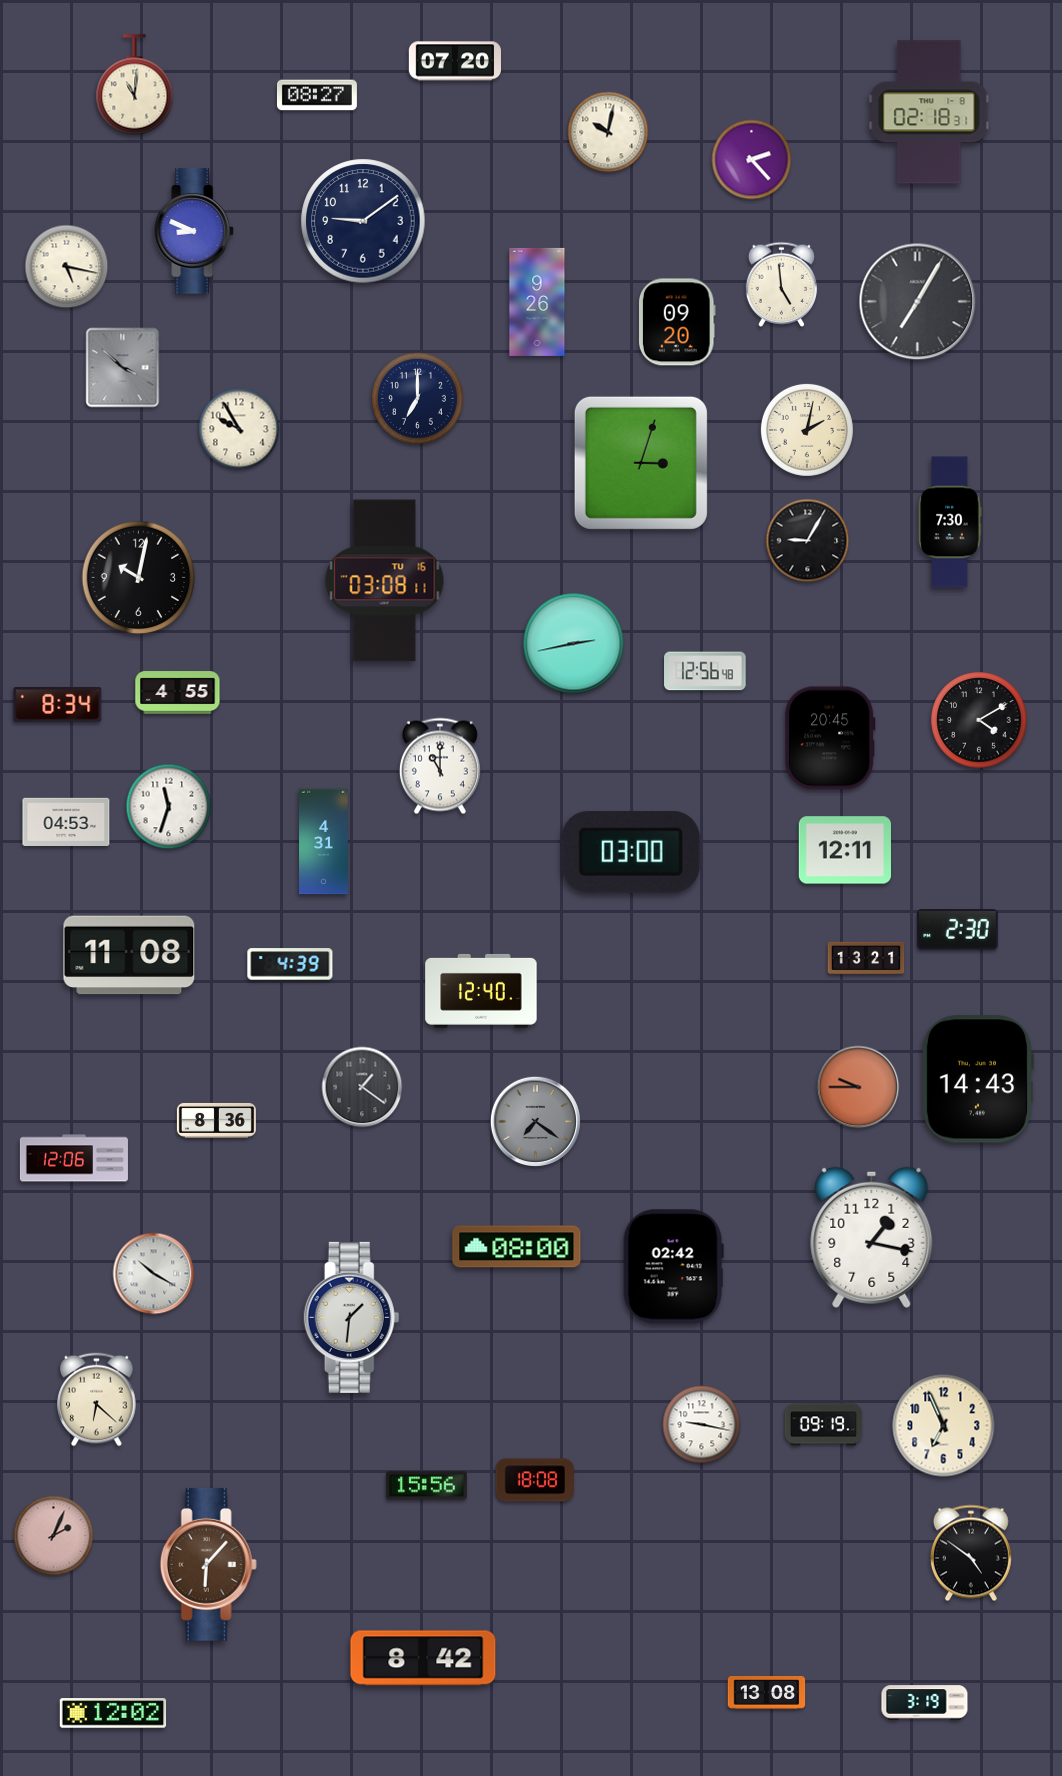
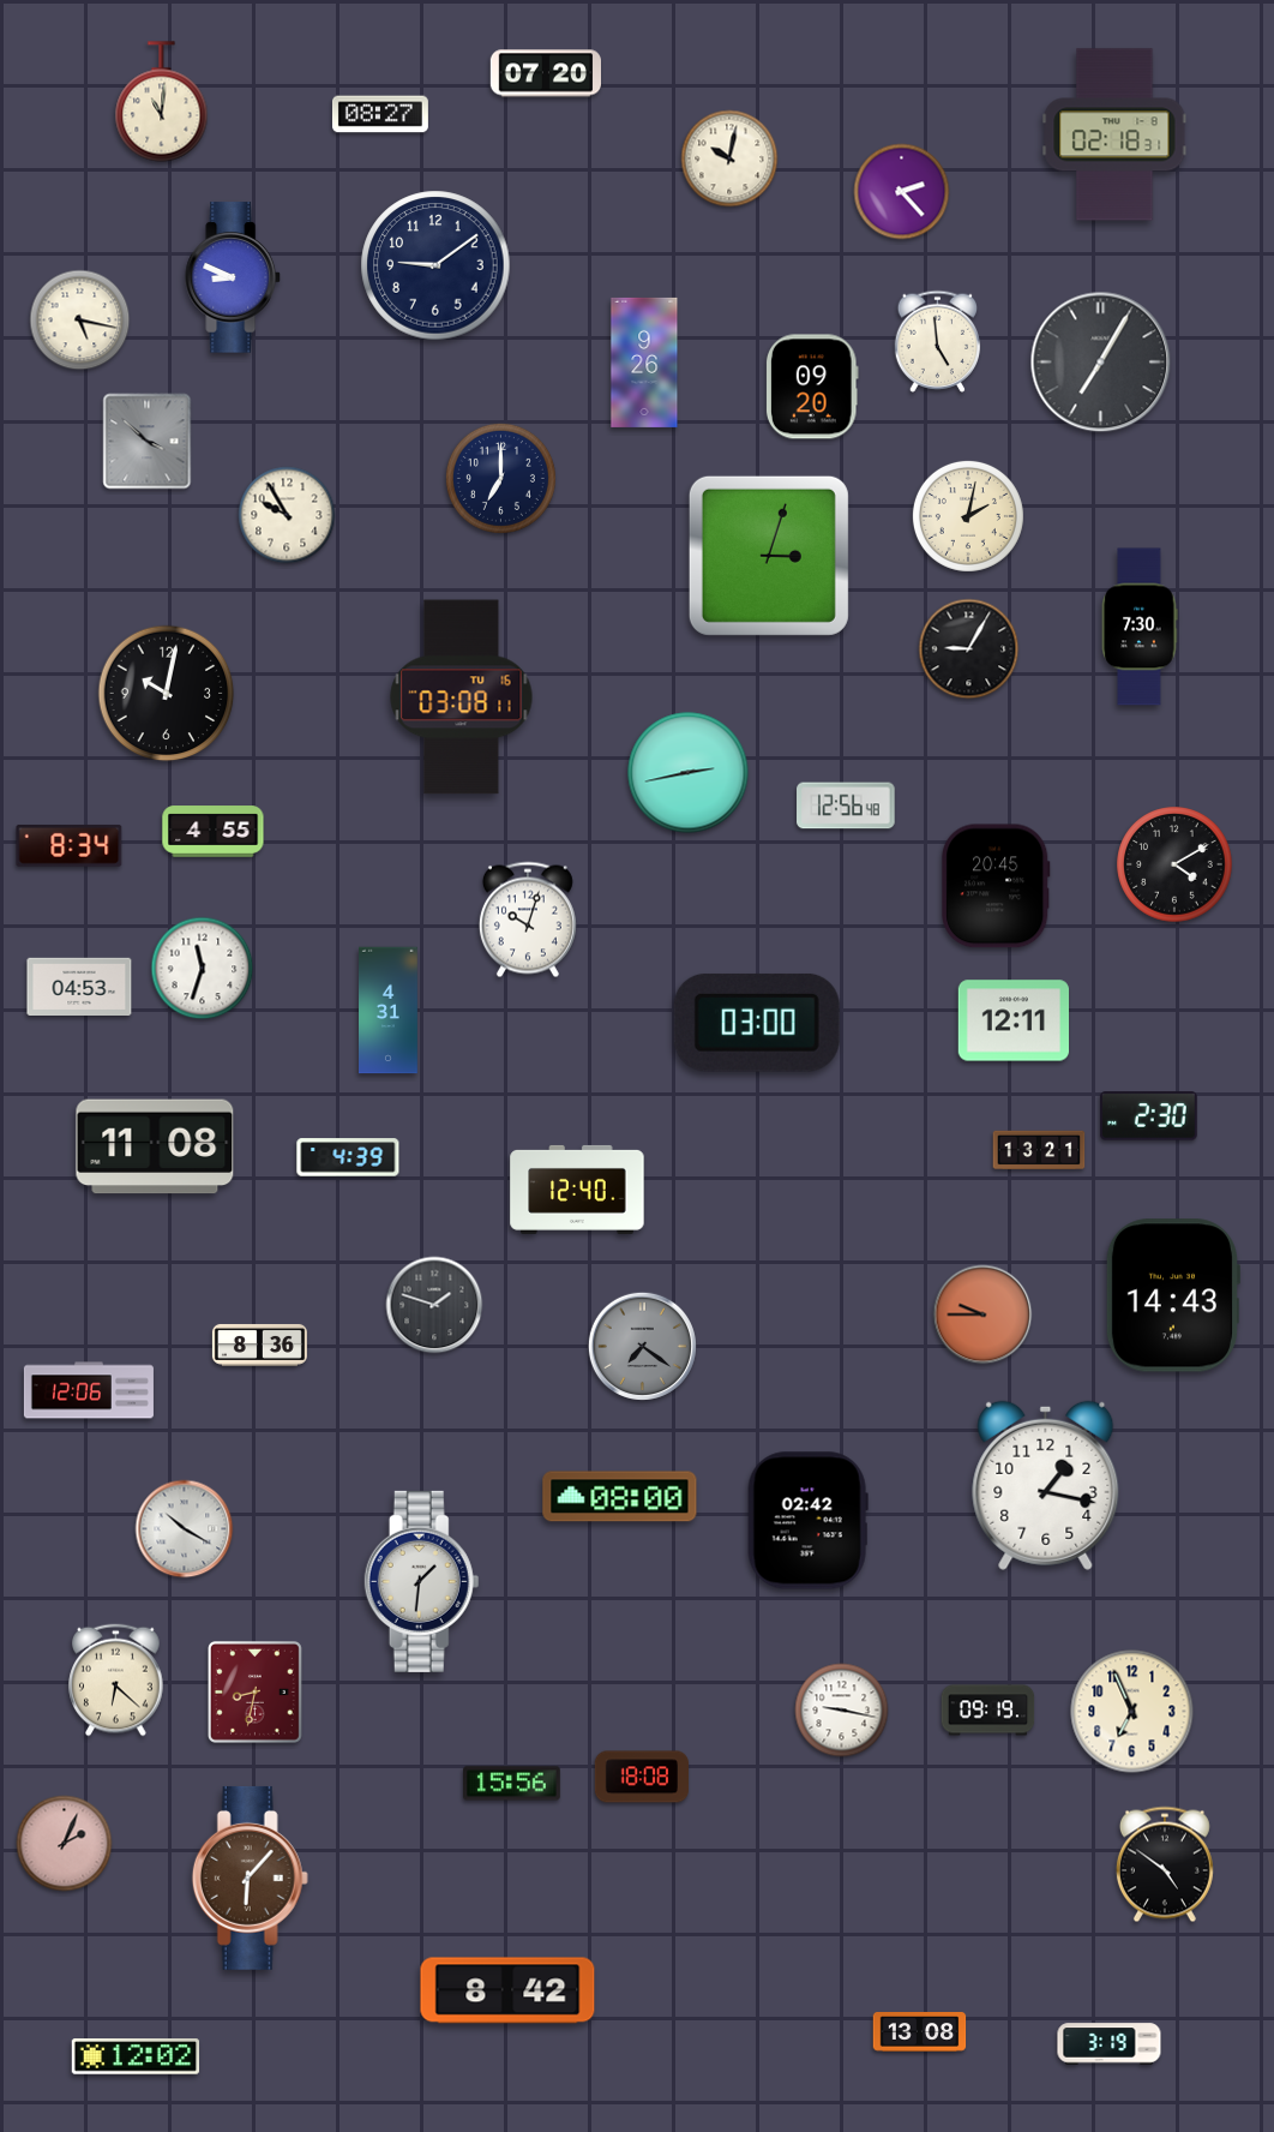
clock at (440, 766): 11:00 -> 10:03
clock at (362, 1087): 1:21 -> 1:48
clock at (858, 1087) position: (858, 1087) -> (982, 1314)
clock at (254, 1691): none -> 8:32
